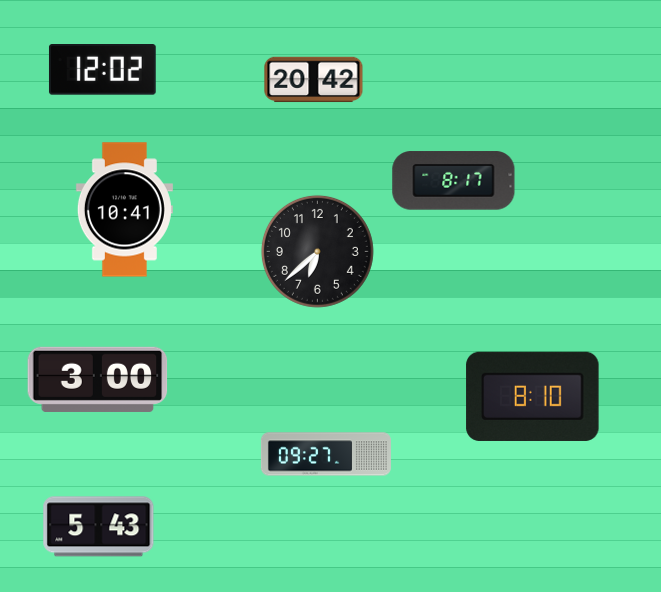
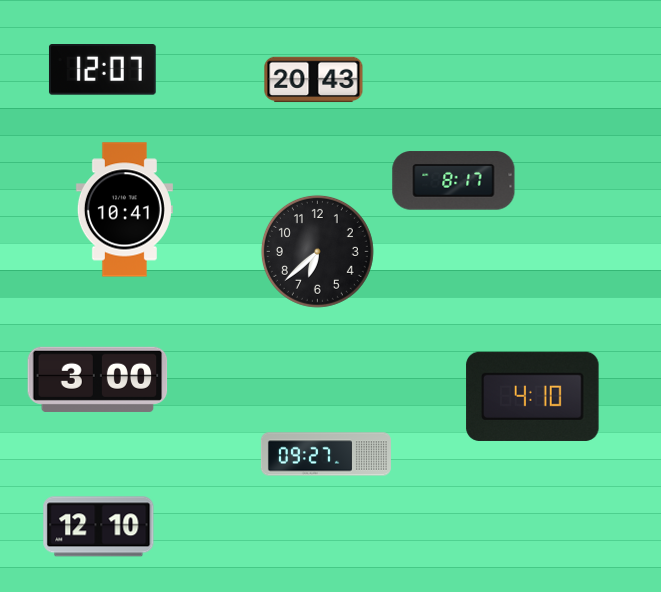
clock at (102, 70): 12:02 -> 12:07
clock at (314, 80): 20:42 -> 20:43
clock at (533, 396): 8:10 -> 4:10
clock at (99, 527): 5:43 -> 12:10
